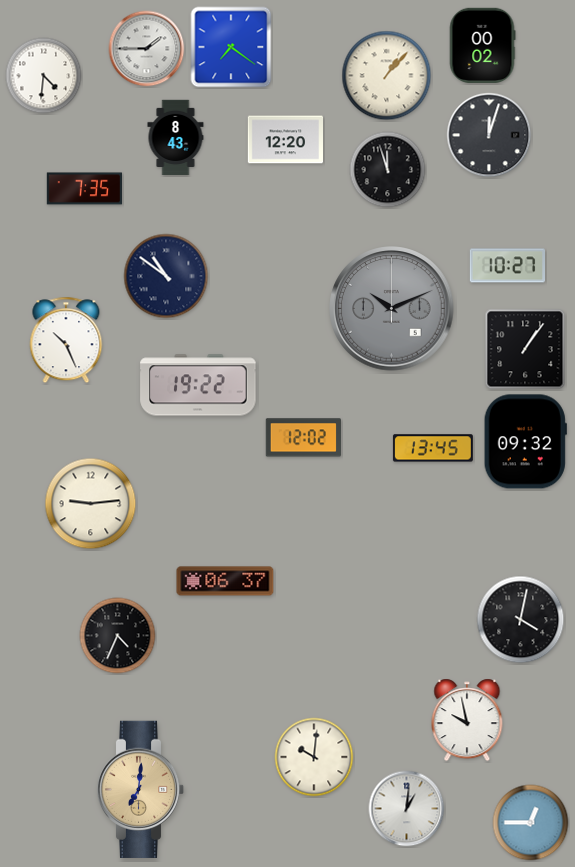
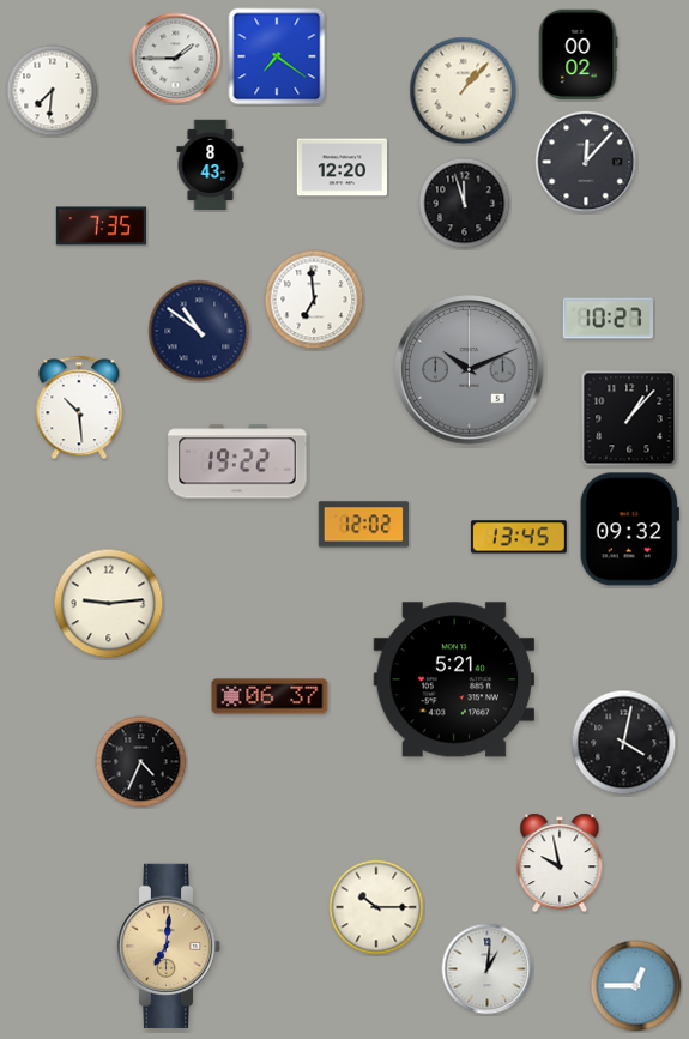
clock at (44, 76): 4:31 -> 7:31
clock at (489, 135): 12:03 -> 12:07
clock at (314, 300): none -> 6:59
clock at (66, 340): 10:26 -> 10:29
clock at (525, 349): 1:06 -> 1:07
clock at (454, 679): none -> 5:21
clock at (314, 757): 10:01 -> 10:15
